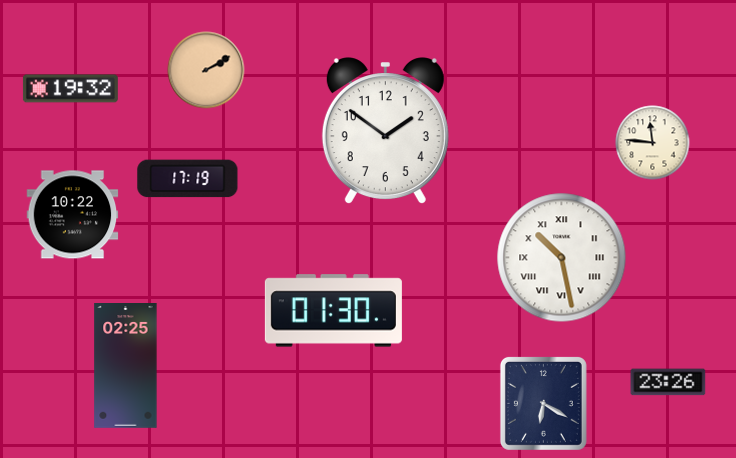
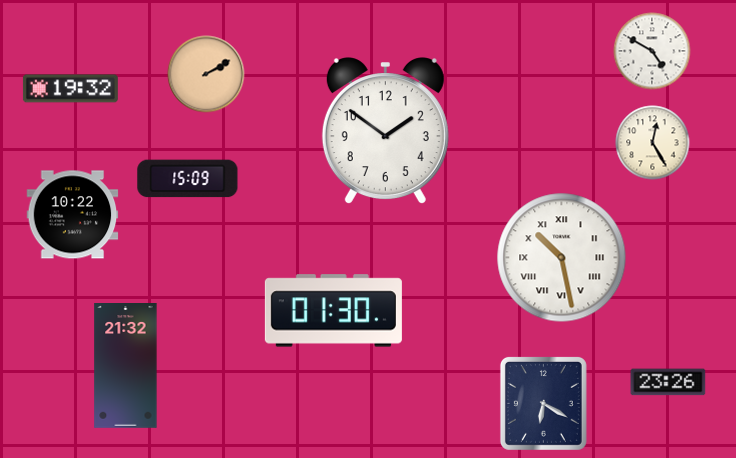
clock at (652, 51): none -> 4:50
clock at (206, 70) position: (206, 70) -> (206, 74)
clock at (653, 143): 11:46 -> 12:25
clock at (188, 179): 17:19 -> 15:09
clock at (126, 366): 02:25 -> 21:32
